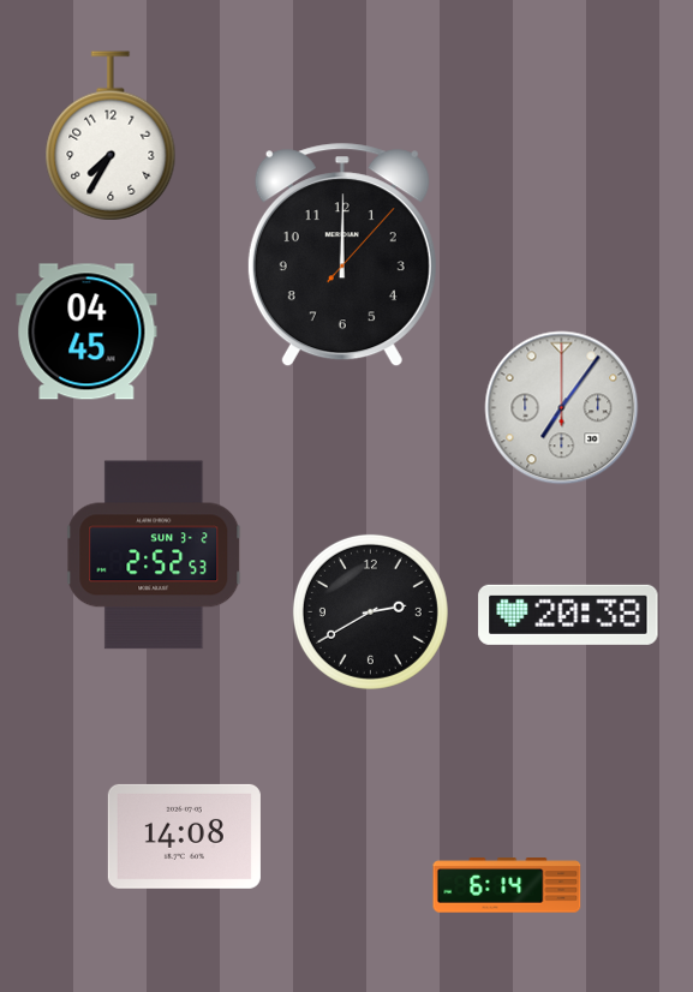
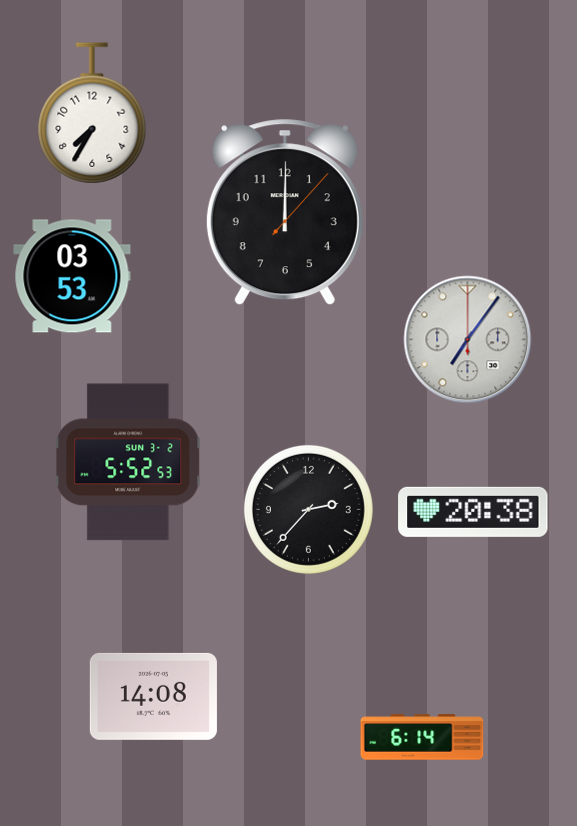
clock at (86, 331): 04:45 -> 03:53
clock at (155, 555): 2:52 -> 5:52
clock at (370, 611): 2:40 -> 2:37
